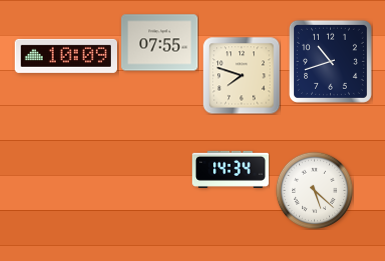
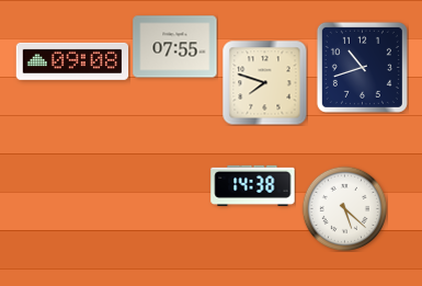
clock at (66, 56): 10:09 -> 09:08
clock at (231, 169): 14:34 -> 14:38
